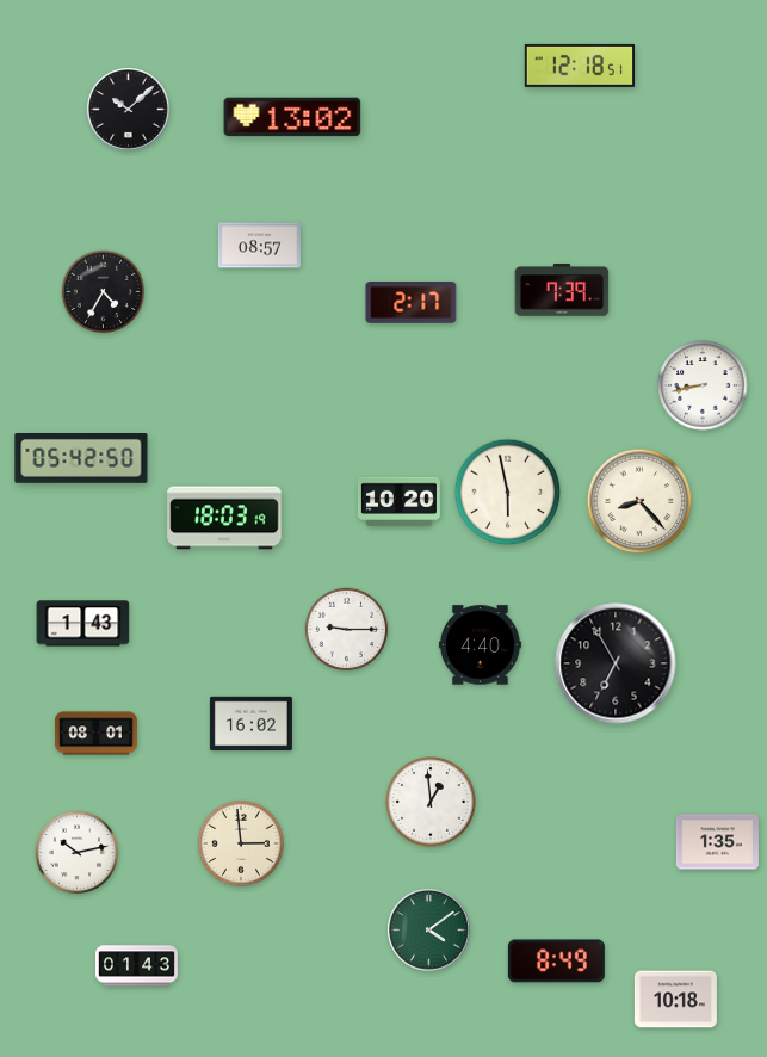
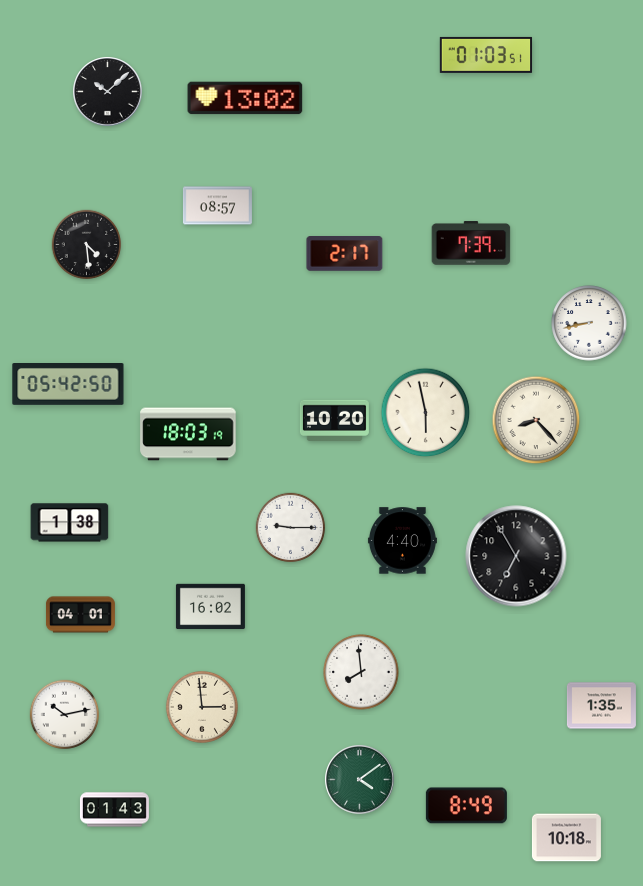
clock at (580, 66): 12:18 -> 01:03
clock at (104, 292): 4:35 -> 4:29
clock at (83, 624): 1:43 -> 1:38
clock at (95, 734): 08:01 -> 04:01
clock at (431, 802): 12:59 -> 7:59
